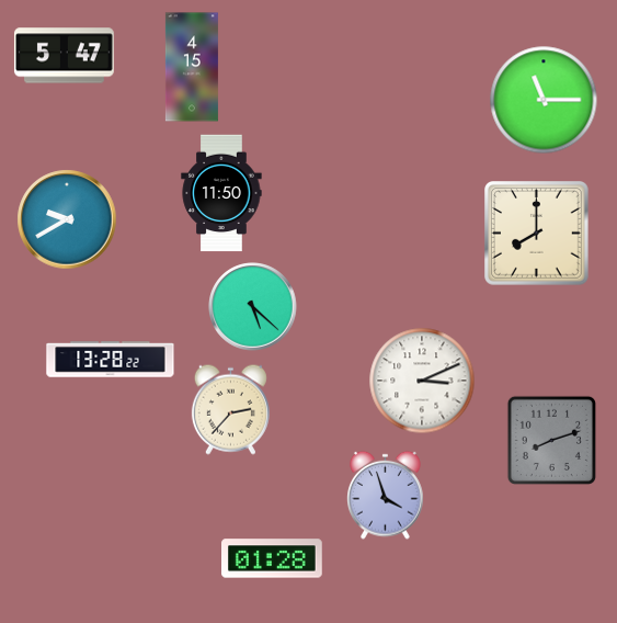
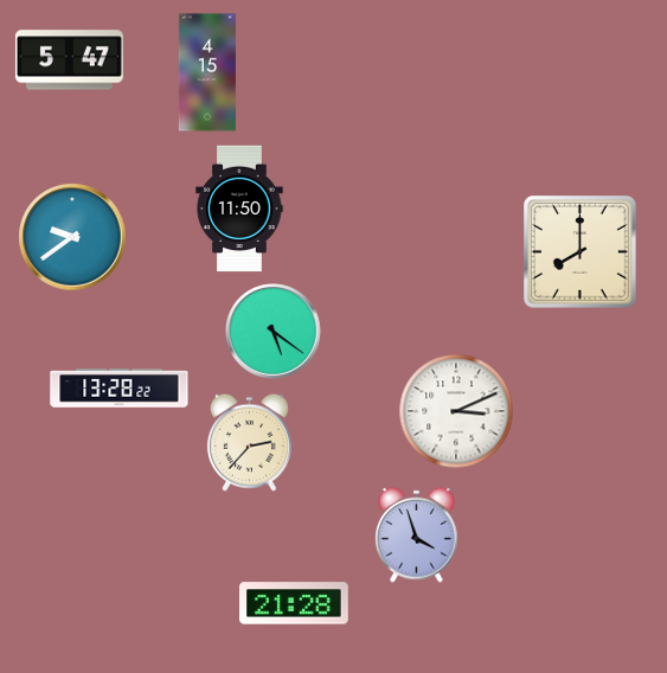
clock at (544, 100): 11:15 -> none
clock at (67, 219): 9:40 -> 9:39
clock at (253, 307): 5:22 -> 5:21
clock at (551, 440): 8:12 -> none
clock at (272, 558): 01:28 -> 21:28
